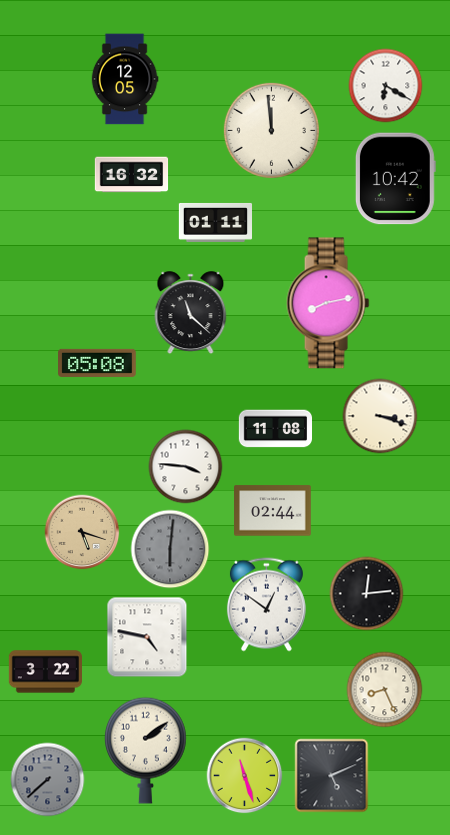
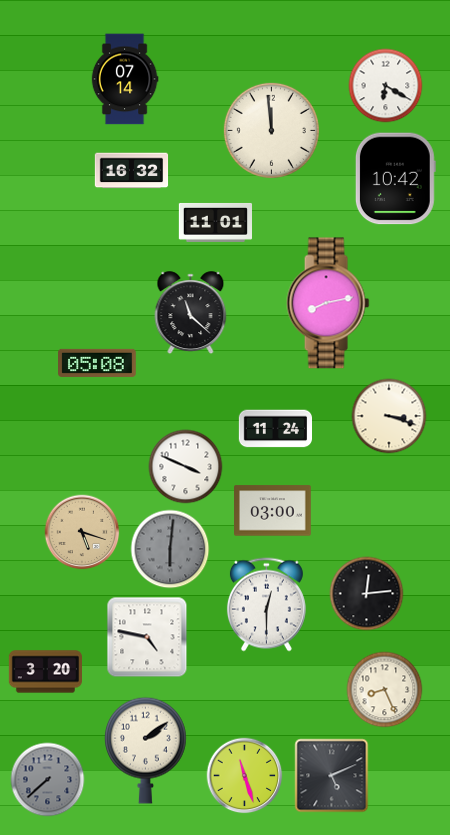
clock at (125, 79): 12:05 -> 07:14
clock at (132, 175) position: (132, 175) -> (132, 171)
clock at (215, 222): 01:11 -> 11:01
clock at (380, 416) position: (380, 416) -> (389, 416)
clock at (276, 429): 11:08 -> 11:24
clock at (186, 467): 3:46 -> 3:49
clock at (273, 511): 02:44 -> 03:00
clock at (266, 605): 12:51 -> 12:30
clock at (46, 672): 3:22 -> 3:20
